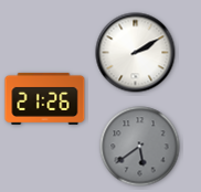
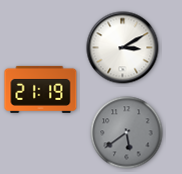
clock at (136, 53): 2:10 -> 3:10
clock at (45, 98): 21:26 -> 21:19
